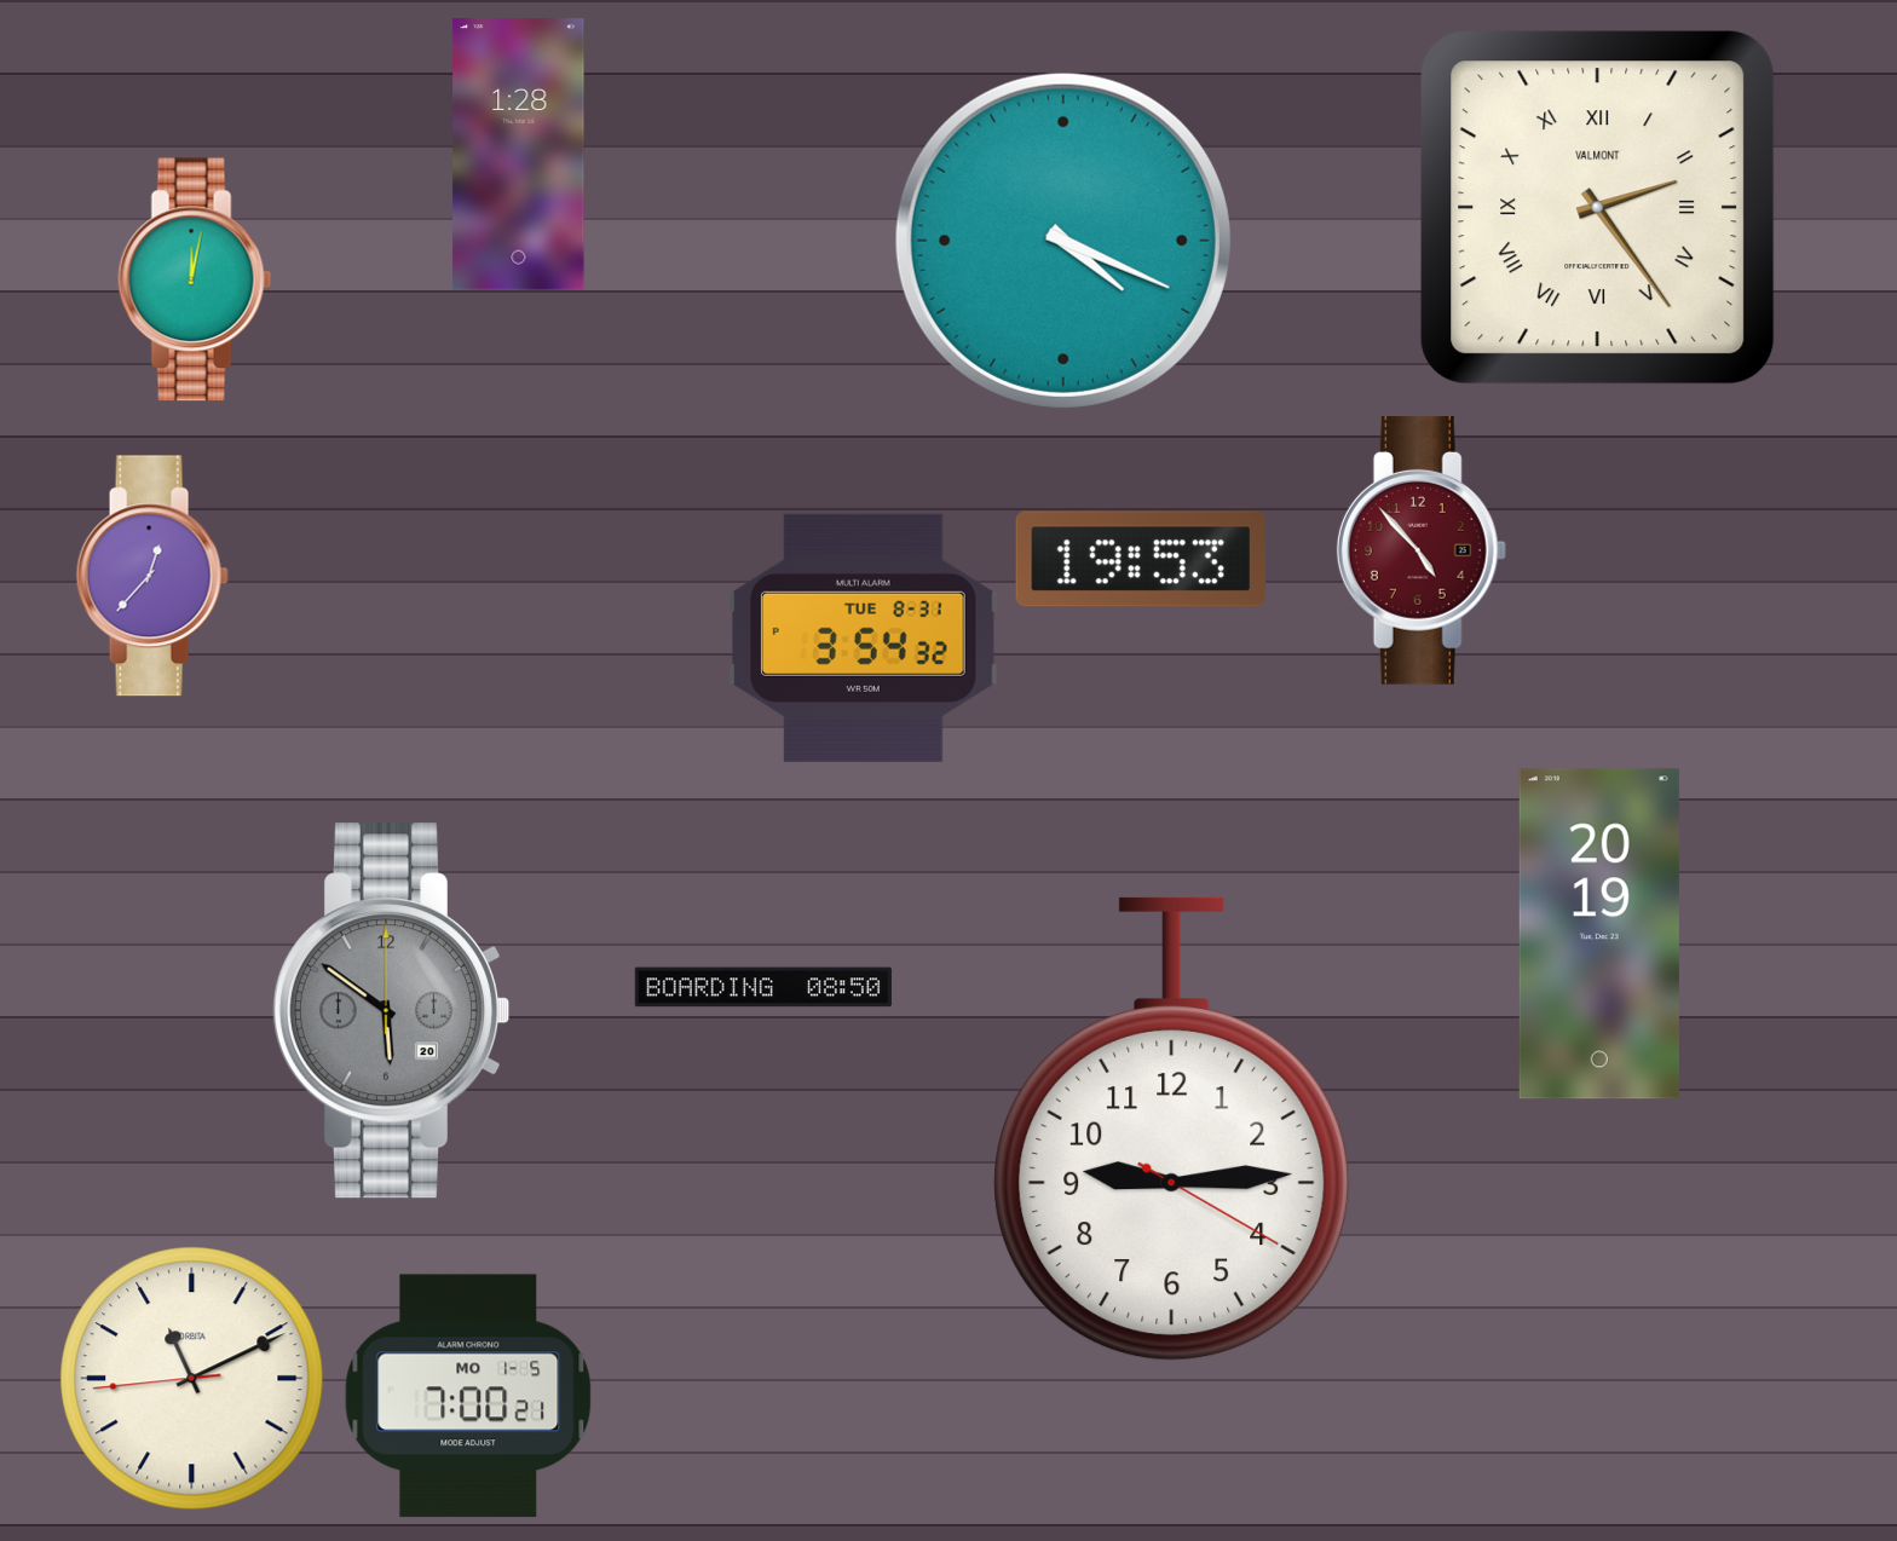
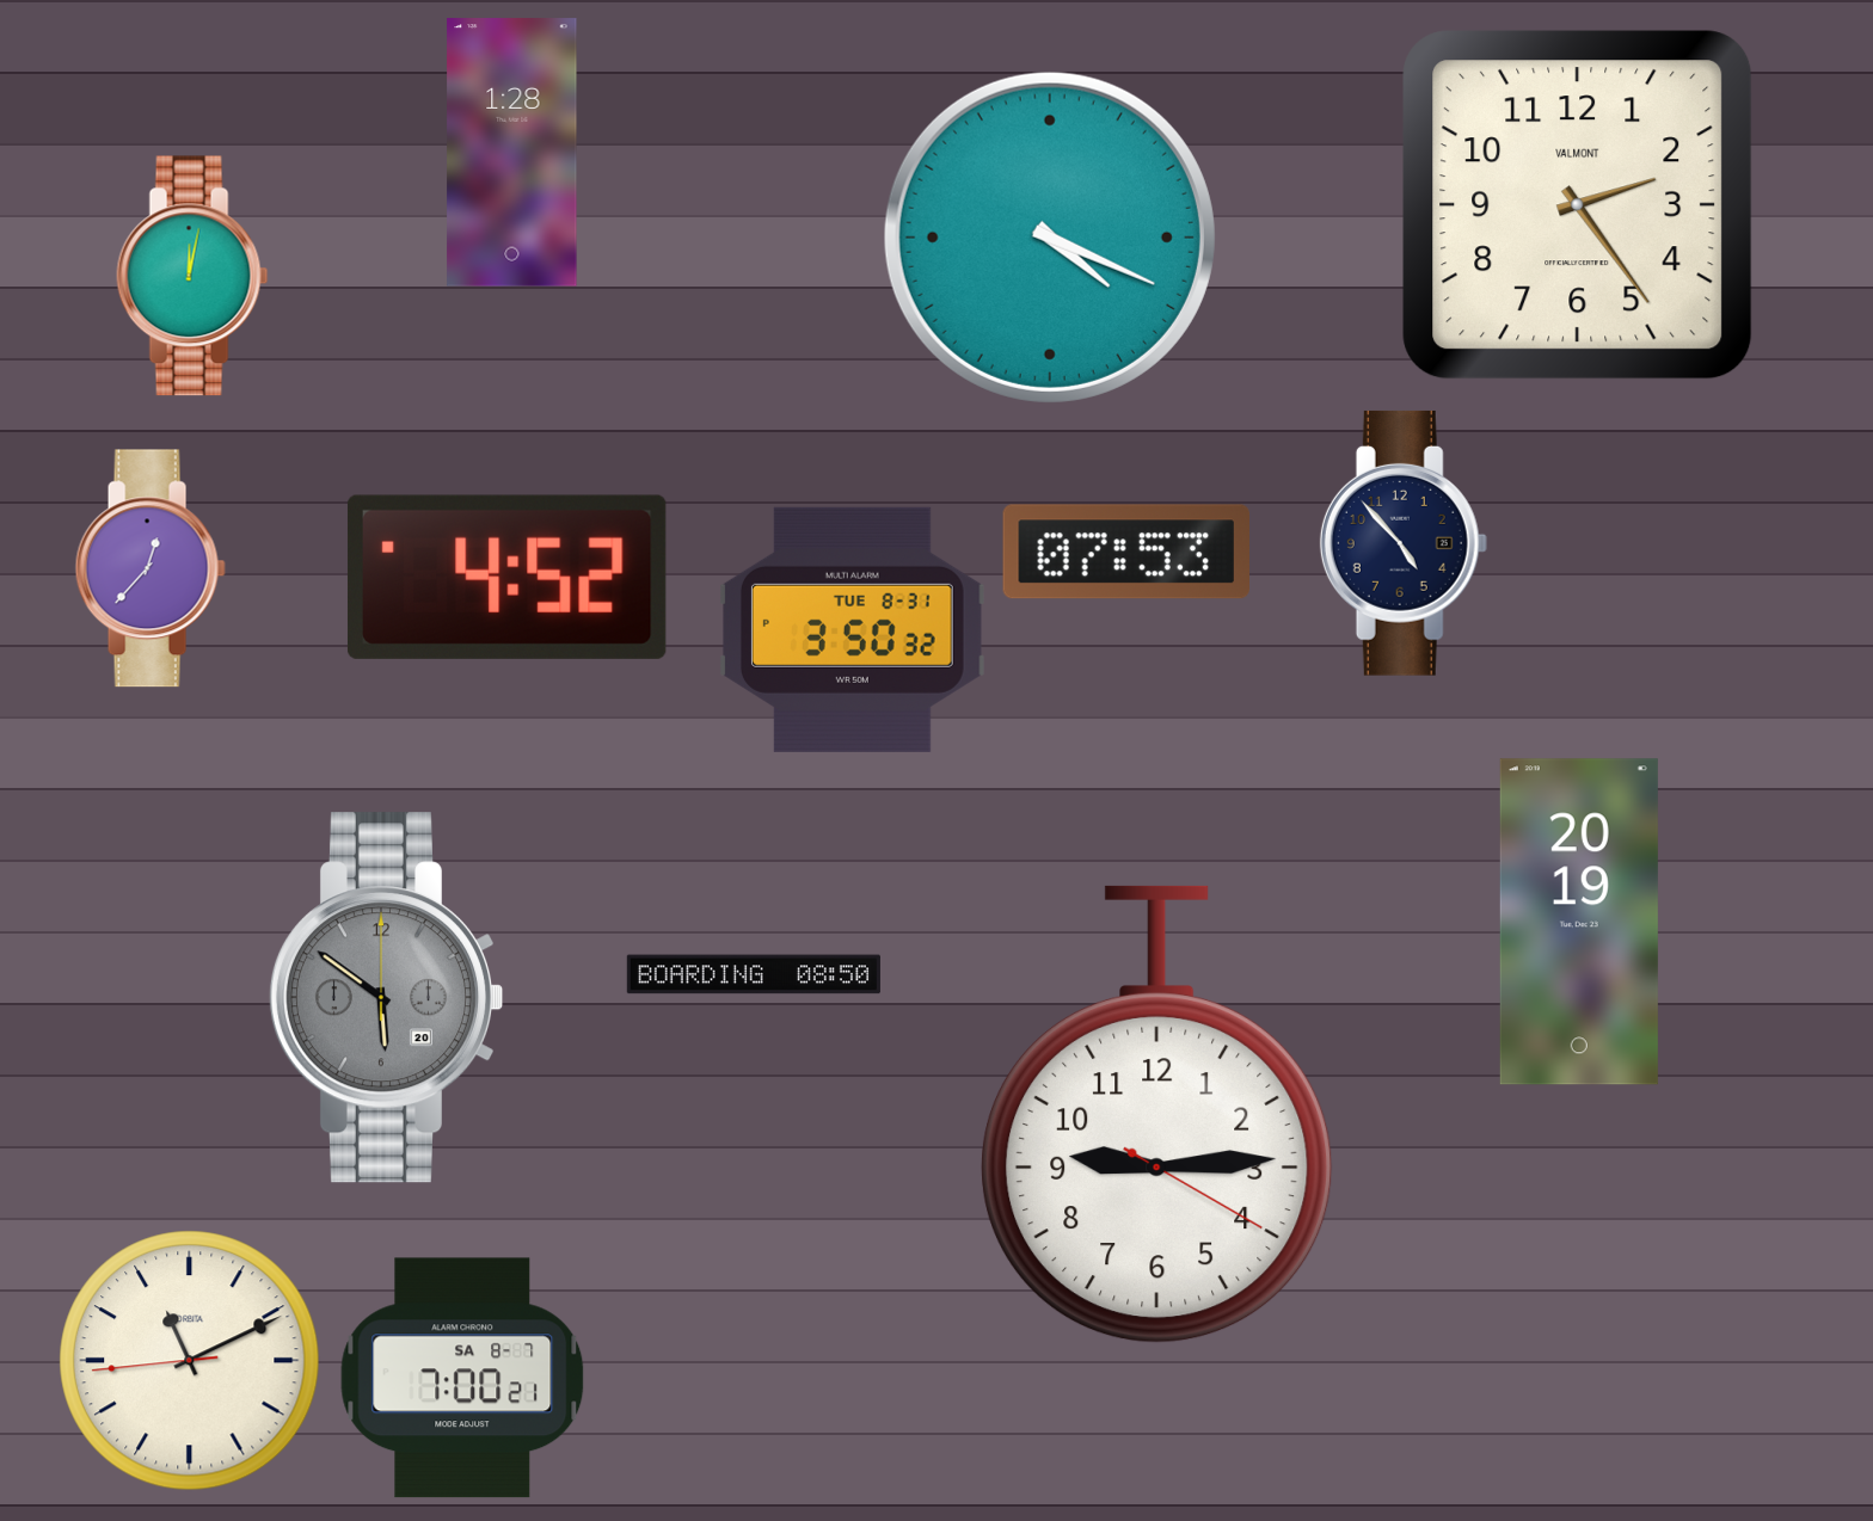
clock at (1598, 208) numerals: Roman -> Arabic
clock at (1422, 550) dial: burgundy -> navy
clock at (1140, 559): 19:53 -> 07:53
clock at (506, 577): none -> 4:52
clock at (863, 637): 3:54 -> 3:50
clock at (468, 1396) date: MO 1-5 -> SA 8-7
